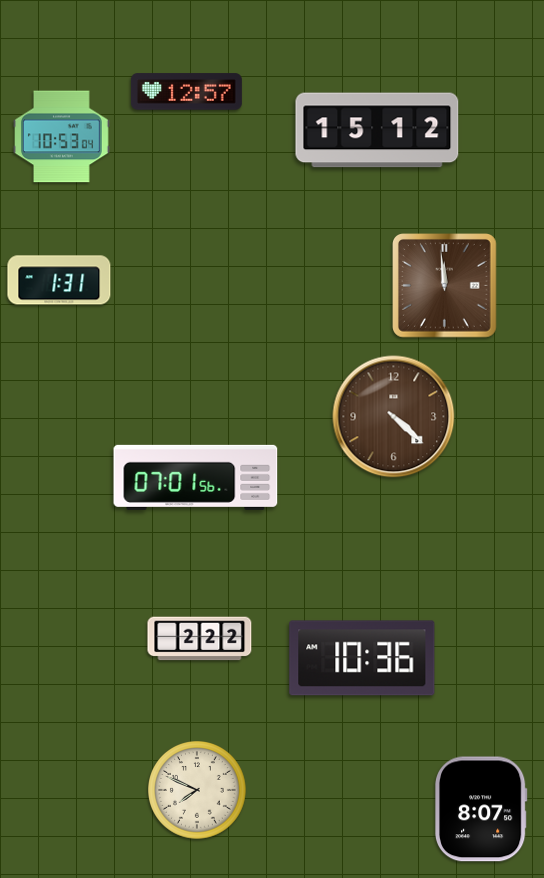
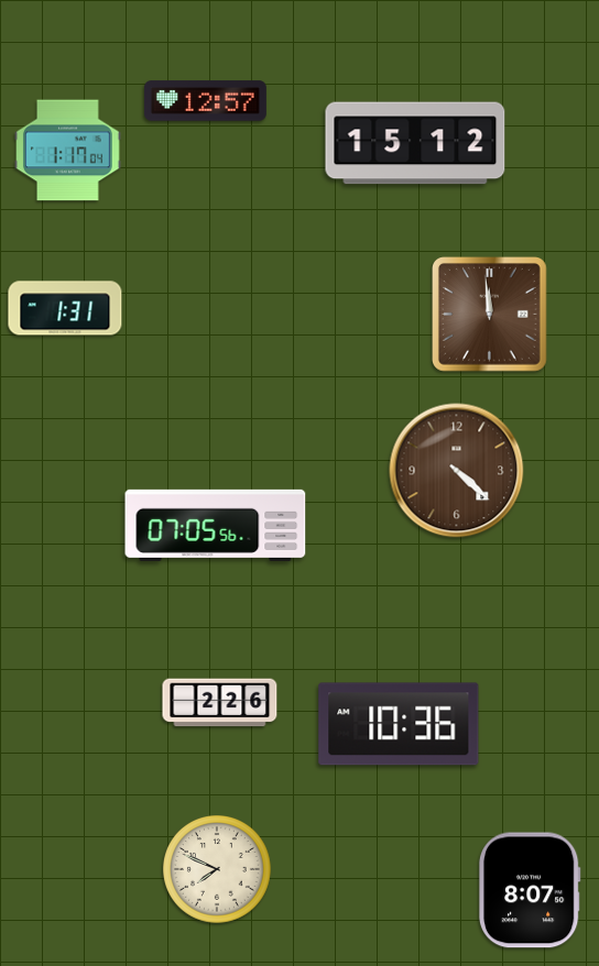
clock at (62, 137): 10:53 -> 1:17
clock at (394, 417) position: (394, 417) -> (457, 471)
clock at (196, 477): 07:01 -> 07:05
clock at (200, 639): 2:22 -> 2:26
